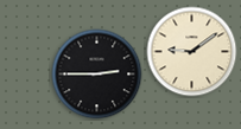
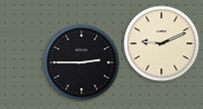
clock at (192, 52): 9:09 -> 9:11
